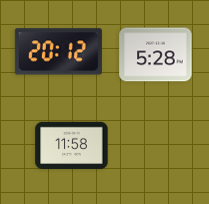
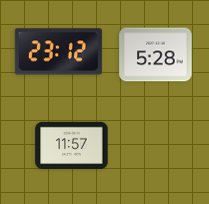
clock at (58, 52): 20:12 -> 23:12
clock at (72, 145): 11:58 -> 11:57
